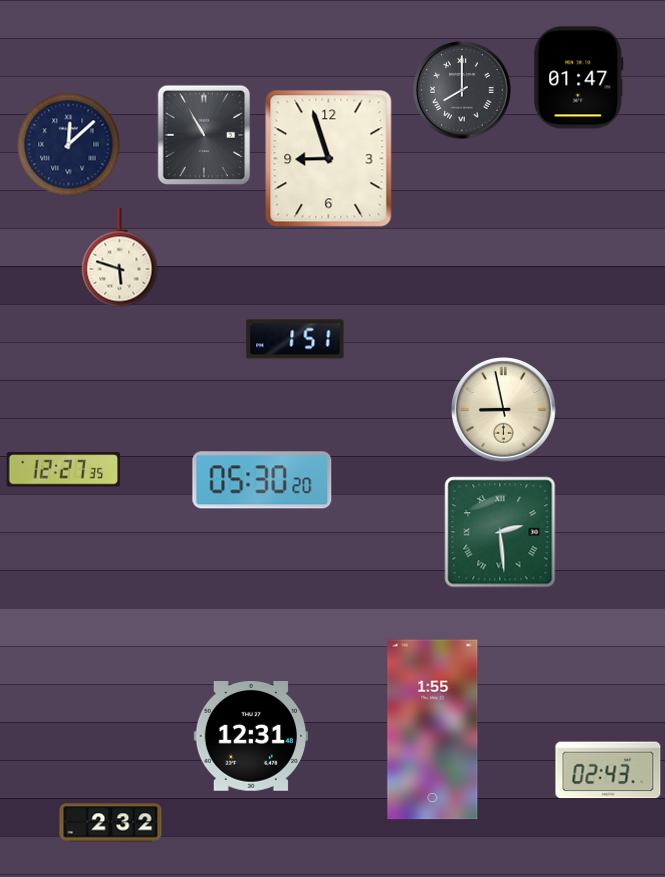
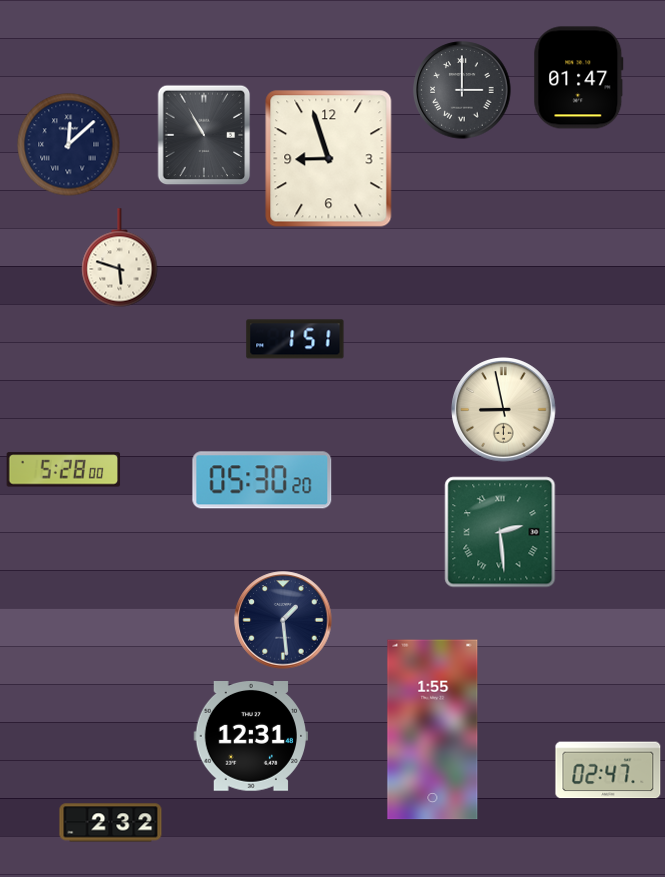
clock at (462, 90): 8:00 -> 3:00
clock at (64, 470): 12:27 -> 5:28
clock at (283, 620): none -> 1:29
clock at (608, 770): 02:43 -> 02:47
